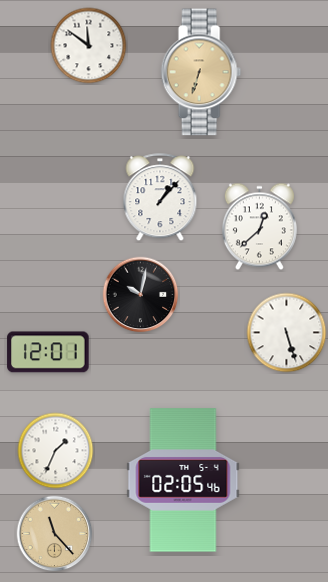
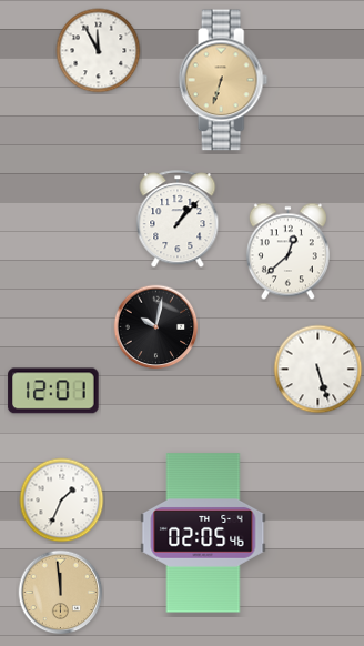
clock at (89, 46): 11:51 -> 11:55
clock at (55, 534): 11:23 -> 11:59
